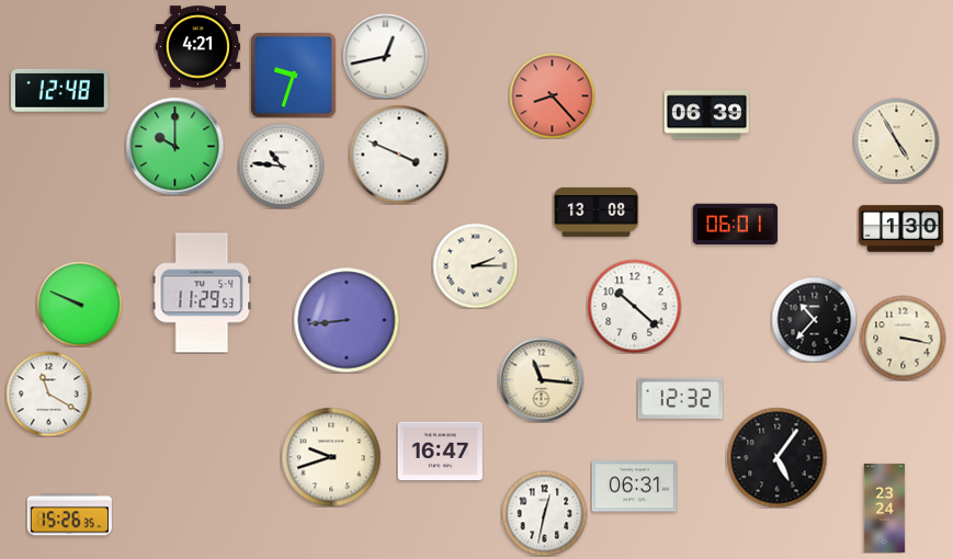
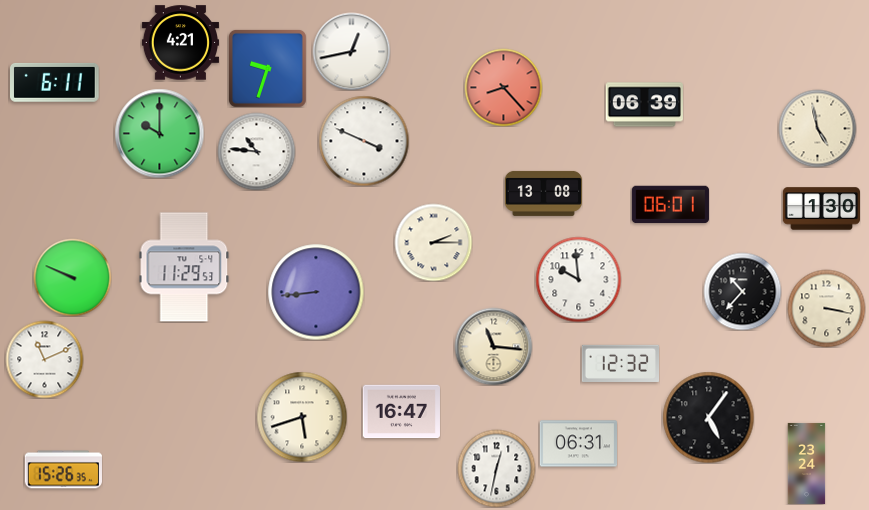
clock at (60, 90): 12:48 -> 6:11
clock at (896, 140): 4:55 -> 4:58
clock at (634, 306): 10:22 -> 9:59
clock at (903, 338) position: (903, 338) -> (826, 308)
clock at (48, 393): 11:20 -> 11:11
clock at (331, 457): 9:42 -> 5:42
